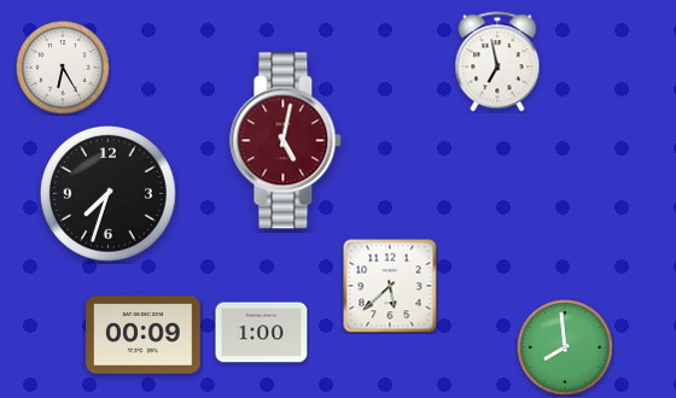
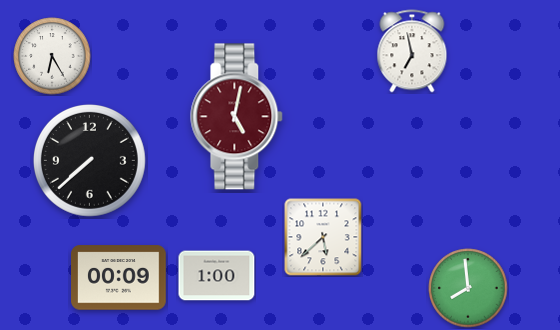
clock at (107, 193): 7:33 -> 7:38
